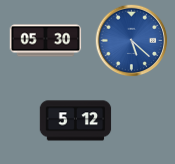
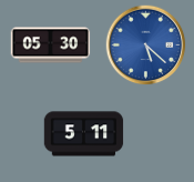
clock at (76, 121): 5:12 -> 5:11
